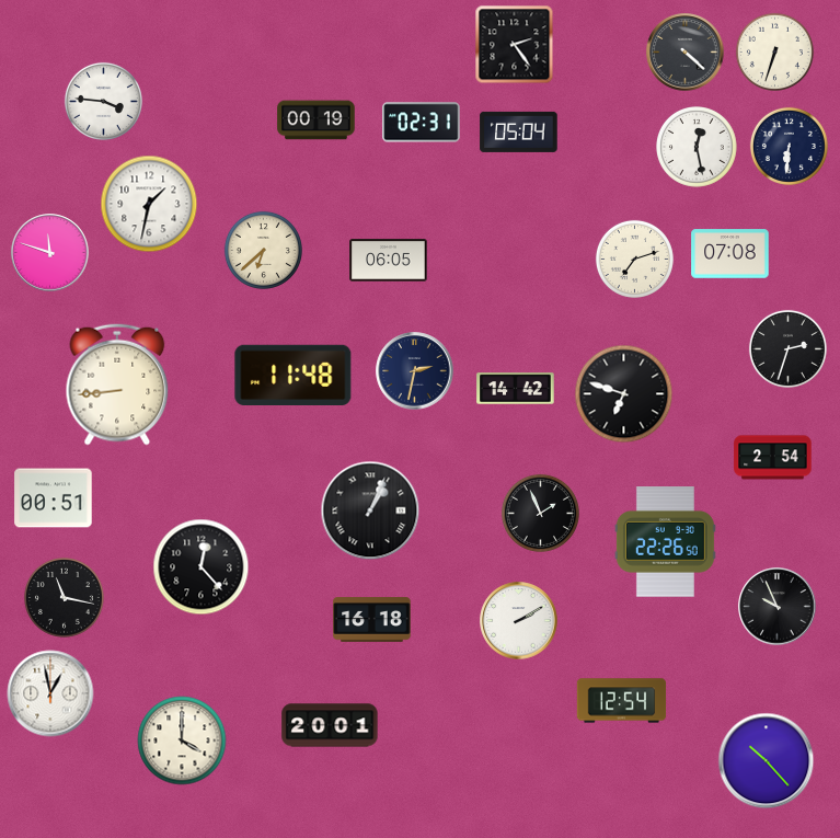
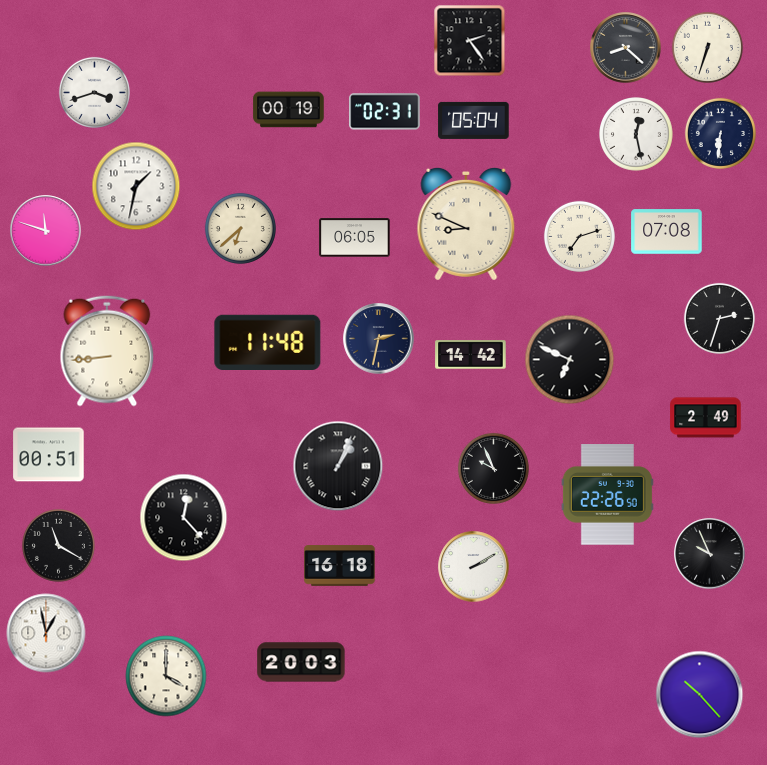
clock at (686, 53): 4:22 -> 8:22
clock at (103, 101): 3:46 -> 3:42
clock at (466, 224): none -> 8:49
clock at (624, 394): 6:48 -> 6:49
clock at (773, 458): 2:54 -> 2:49
clock at (540, 513): 1:56 -> 9:56
clock at (64, 597): 11:17 -> 11:20
clock at (622, 701): 12:54 -> none
clock at (330, 725): 20:01 -> 20:03
